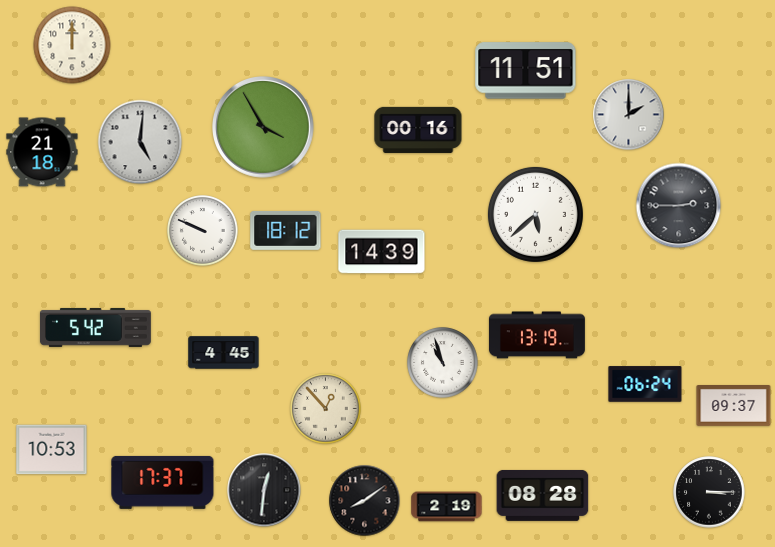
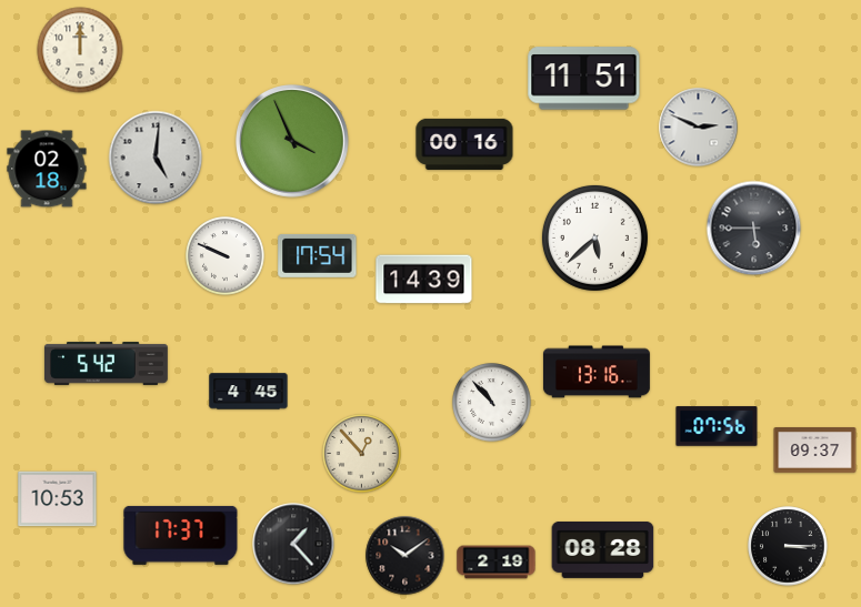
clock at (629, 115): 2:00 -> 2:49
clock at (264, 128): 3:55 -> 3:56
clock at (42, 152): 21:18 -> 02:18
clock at (679, 206): 2:45 -> 5:45
clock at (286, 230): 18:12 -> 17:54
clock at (537, 335): 13:19 -> 13:16
clock at (443, 363): 10:57 -> 10:53
clock at (645, 384): 06:24 -> 07:56
clock at (264, 490): 12:31 -> 1:23
clock at (365, 501): 8:09 -> 10:09
